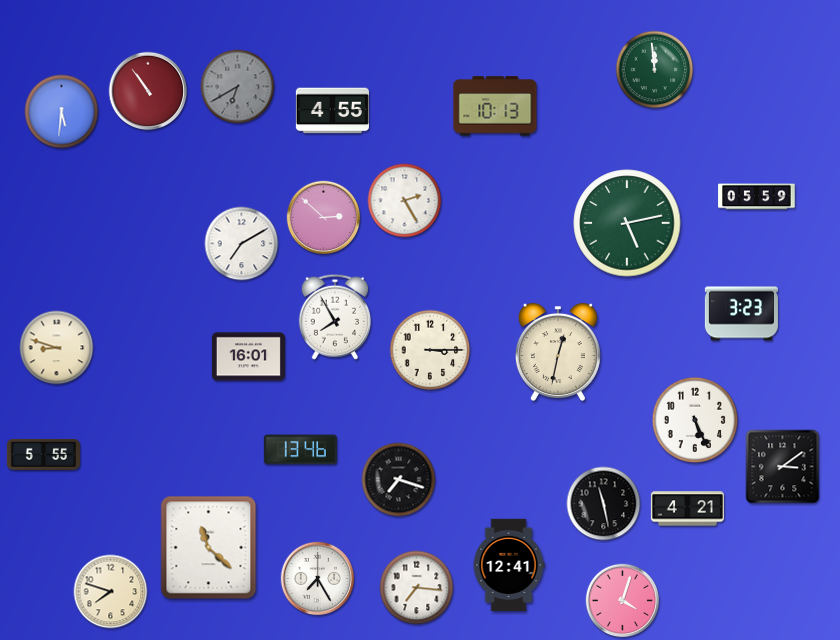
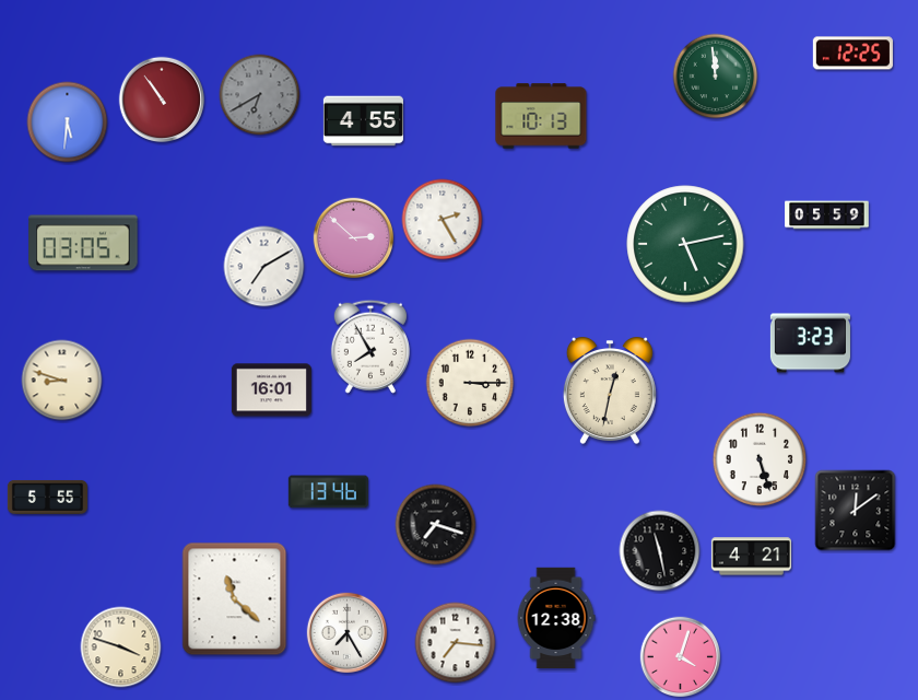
clock at (852, 54): none -> 12:25
clock at (83, 243): none -> 03:05
clock at (335, 317) position: (335, 317) -> (370, 347)
clock at (558, 352) position: (558, 352) -> (610, 390)
clock at (695, 420): 5:26 -> 5:27
clock at (783, 467): 3:09 -> 12:09
clock at (209, 548) position: (209, 548) -> (235, 599)
clock at (509, 565): 12:41 -> 12:38
clock at (111, 592): 7:48 -> 3:48
